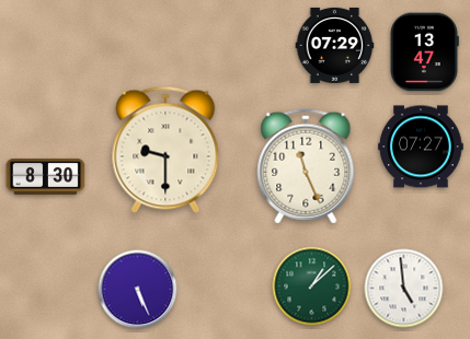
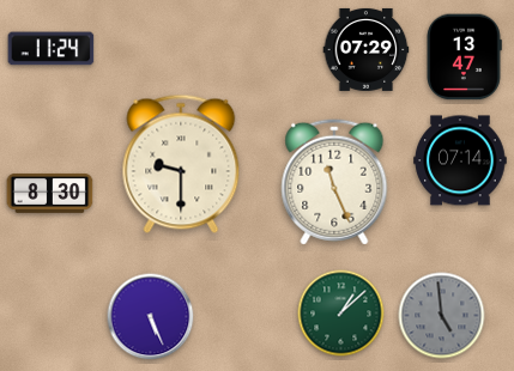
clock at (52, 49): none -> 11:24
clock at (421, 147): 07:27 -> 07:14
clock at (404, 289) dial: white -> grey
